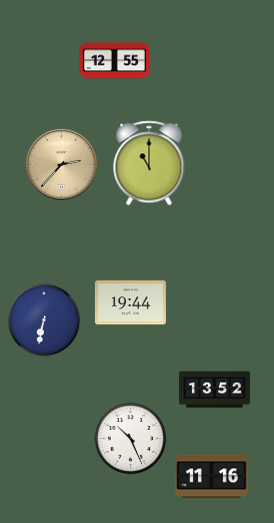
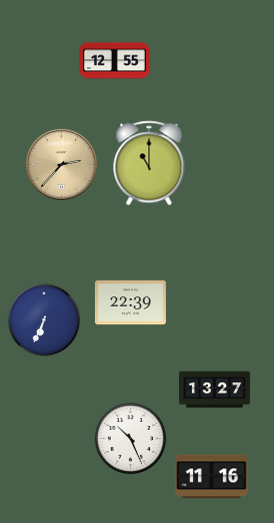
clock at (130, 303): 19:44 -> 22:39
clock at (44, 320): 6:32 -> 6:34
clock at (215, 390): 13:52 -> 13:27
